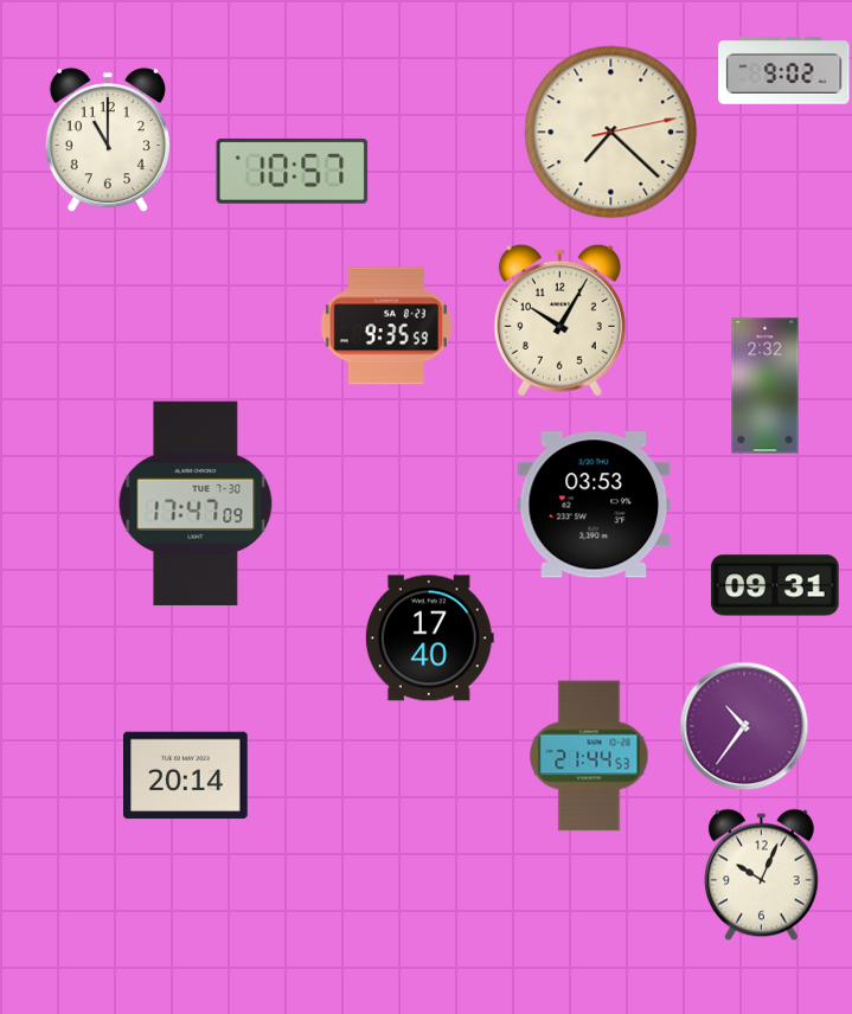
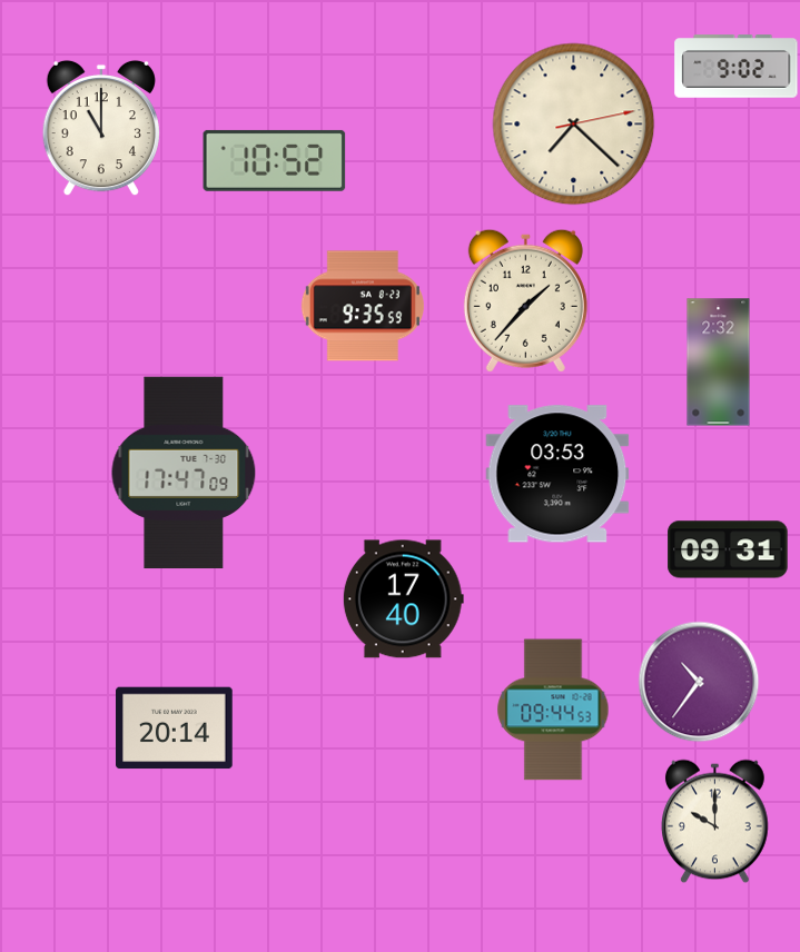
clock at (108, 140) position: (108, 140) -> (101, 128)
clock at (293, 171): 10:57 -> 10:52
clock at (559, 320): 10:05 -> 1:37
clock at (589, 756): 21:44 -> 09:44
clock at (762, 875): 10:04 -> 10:00
